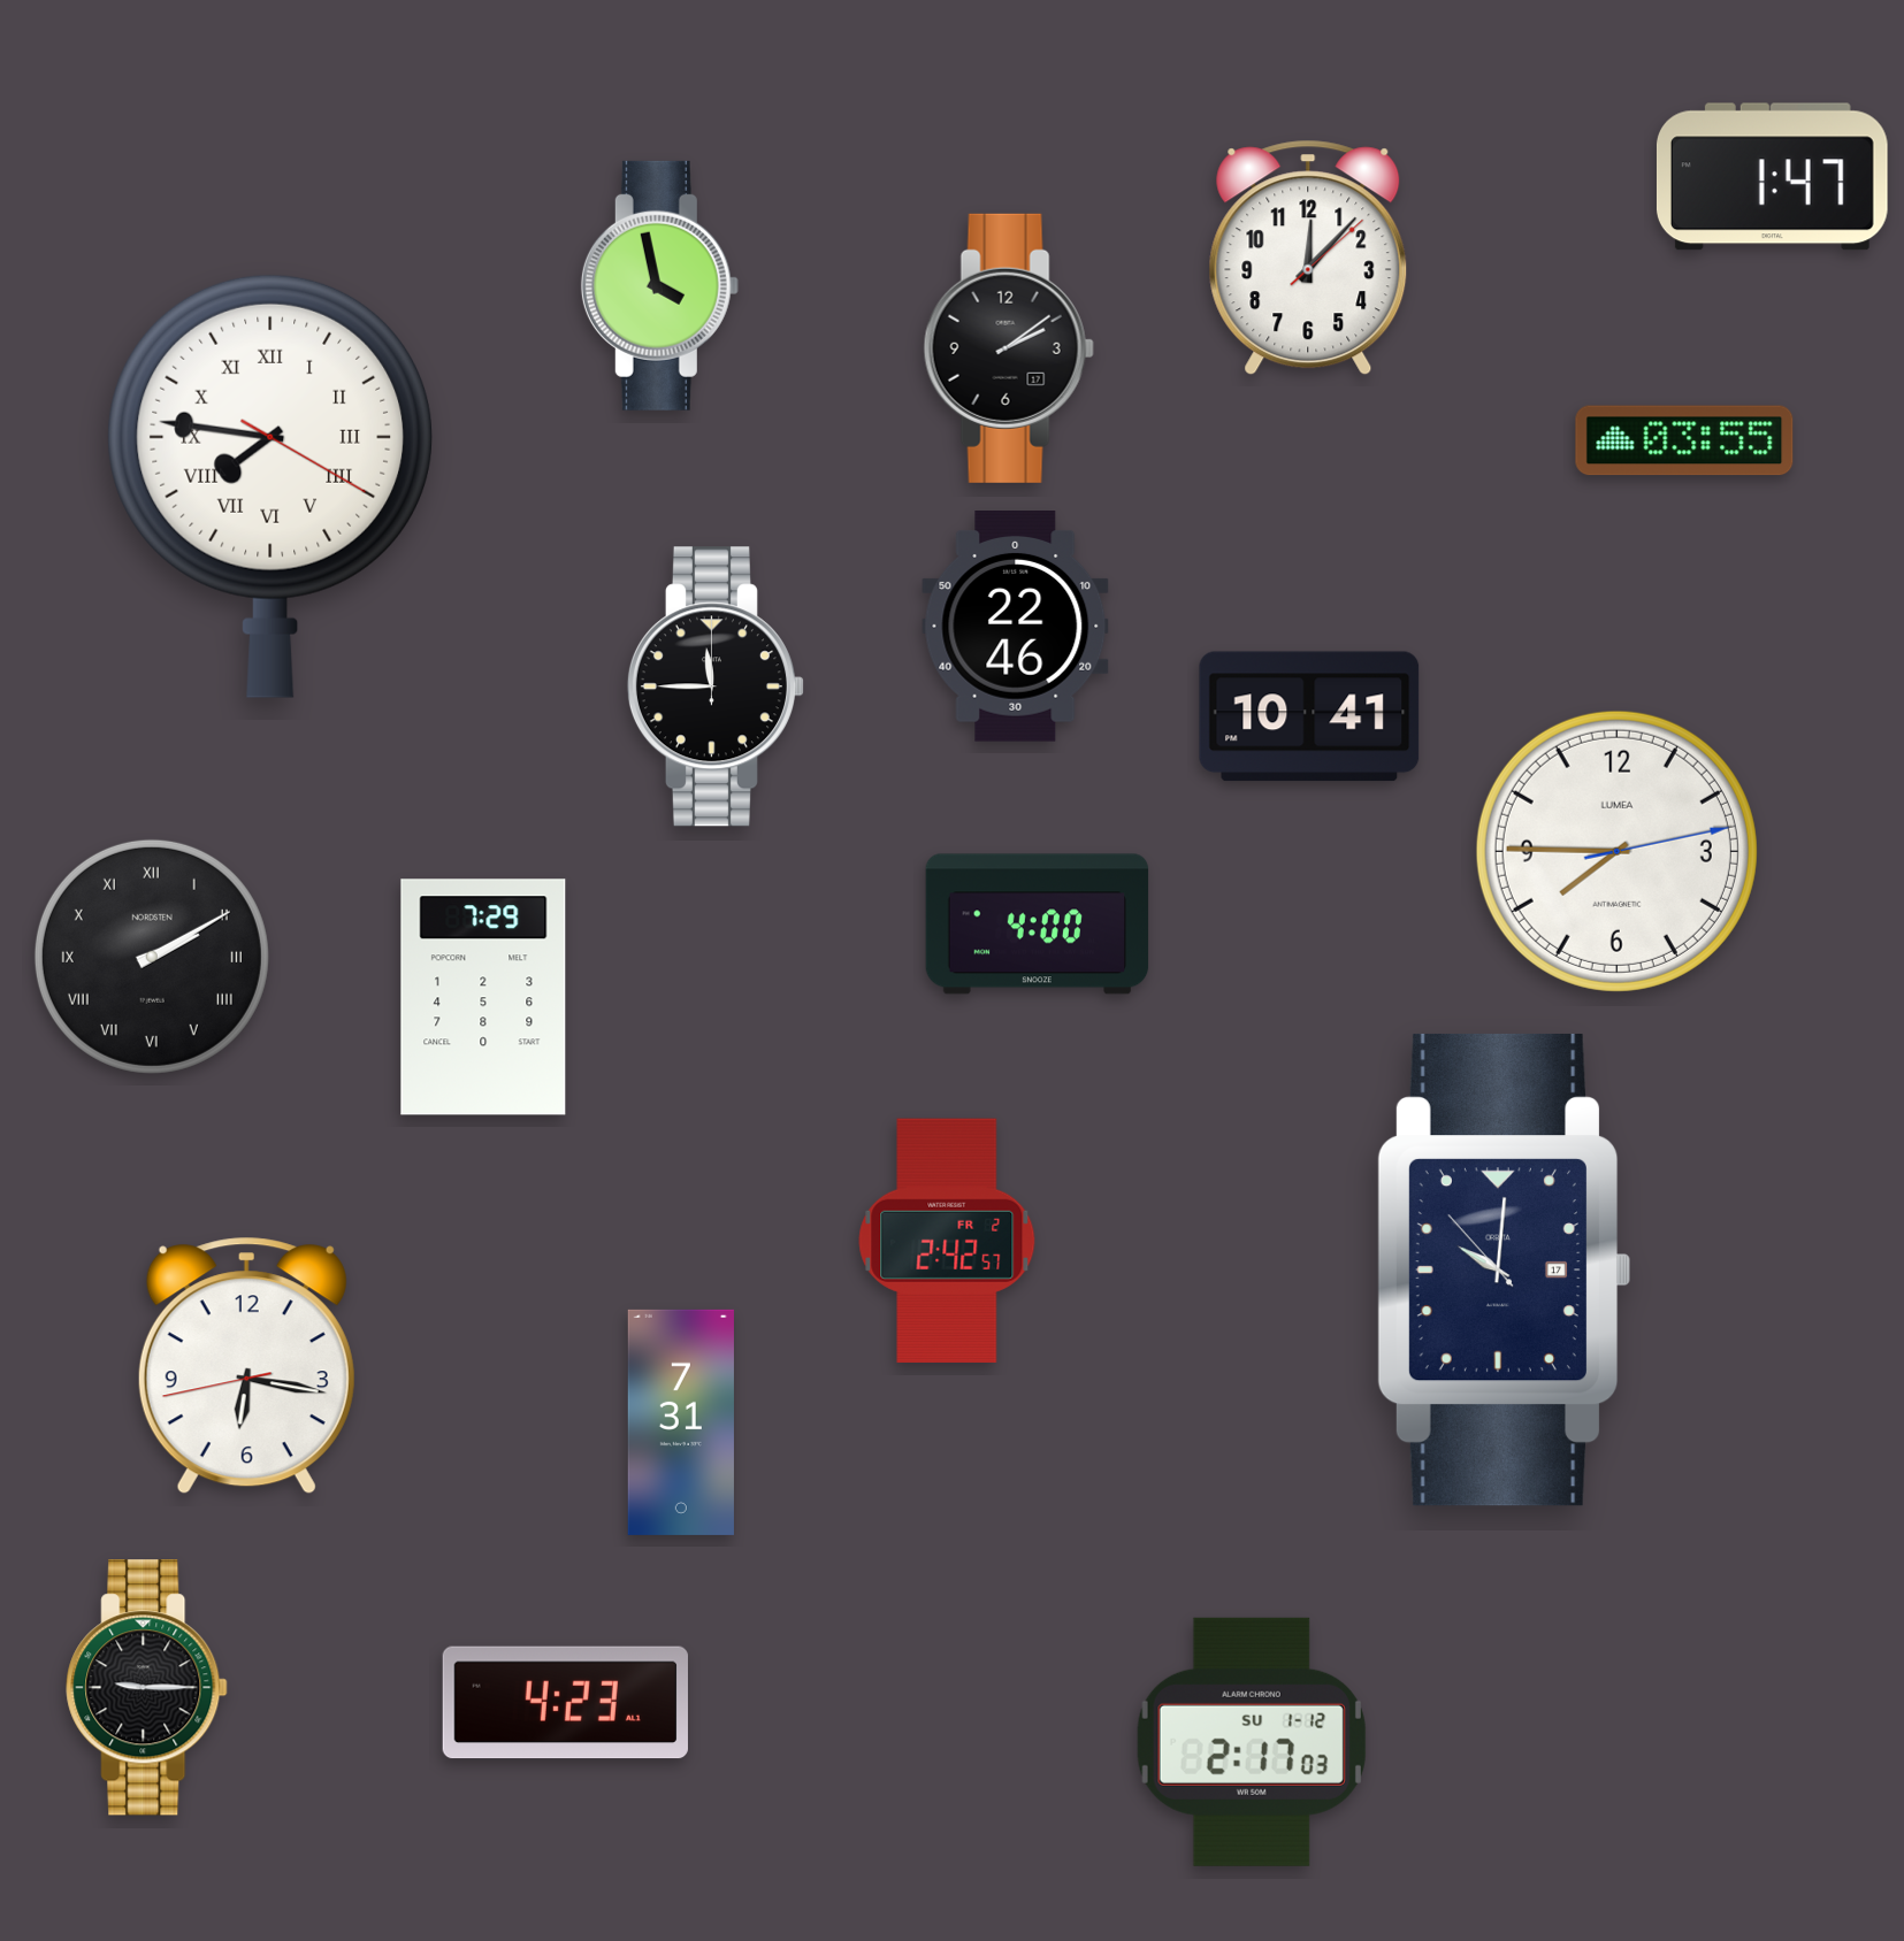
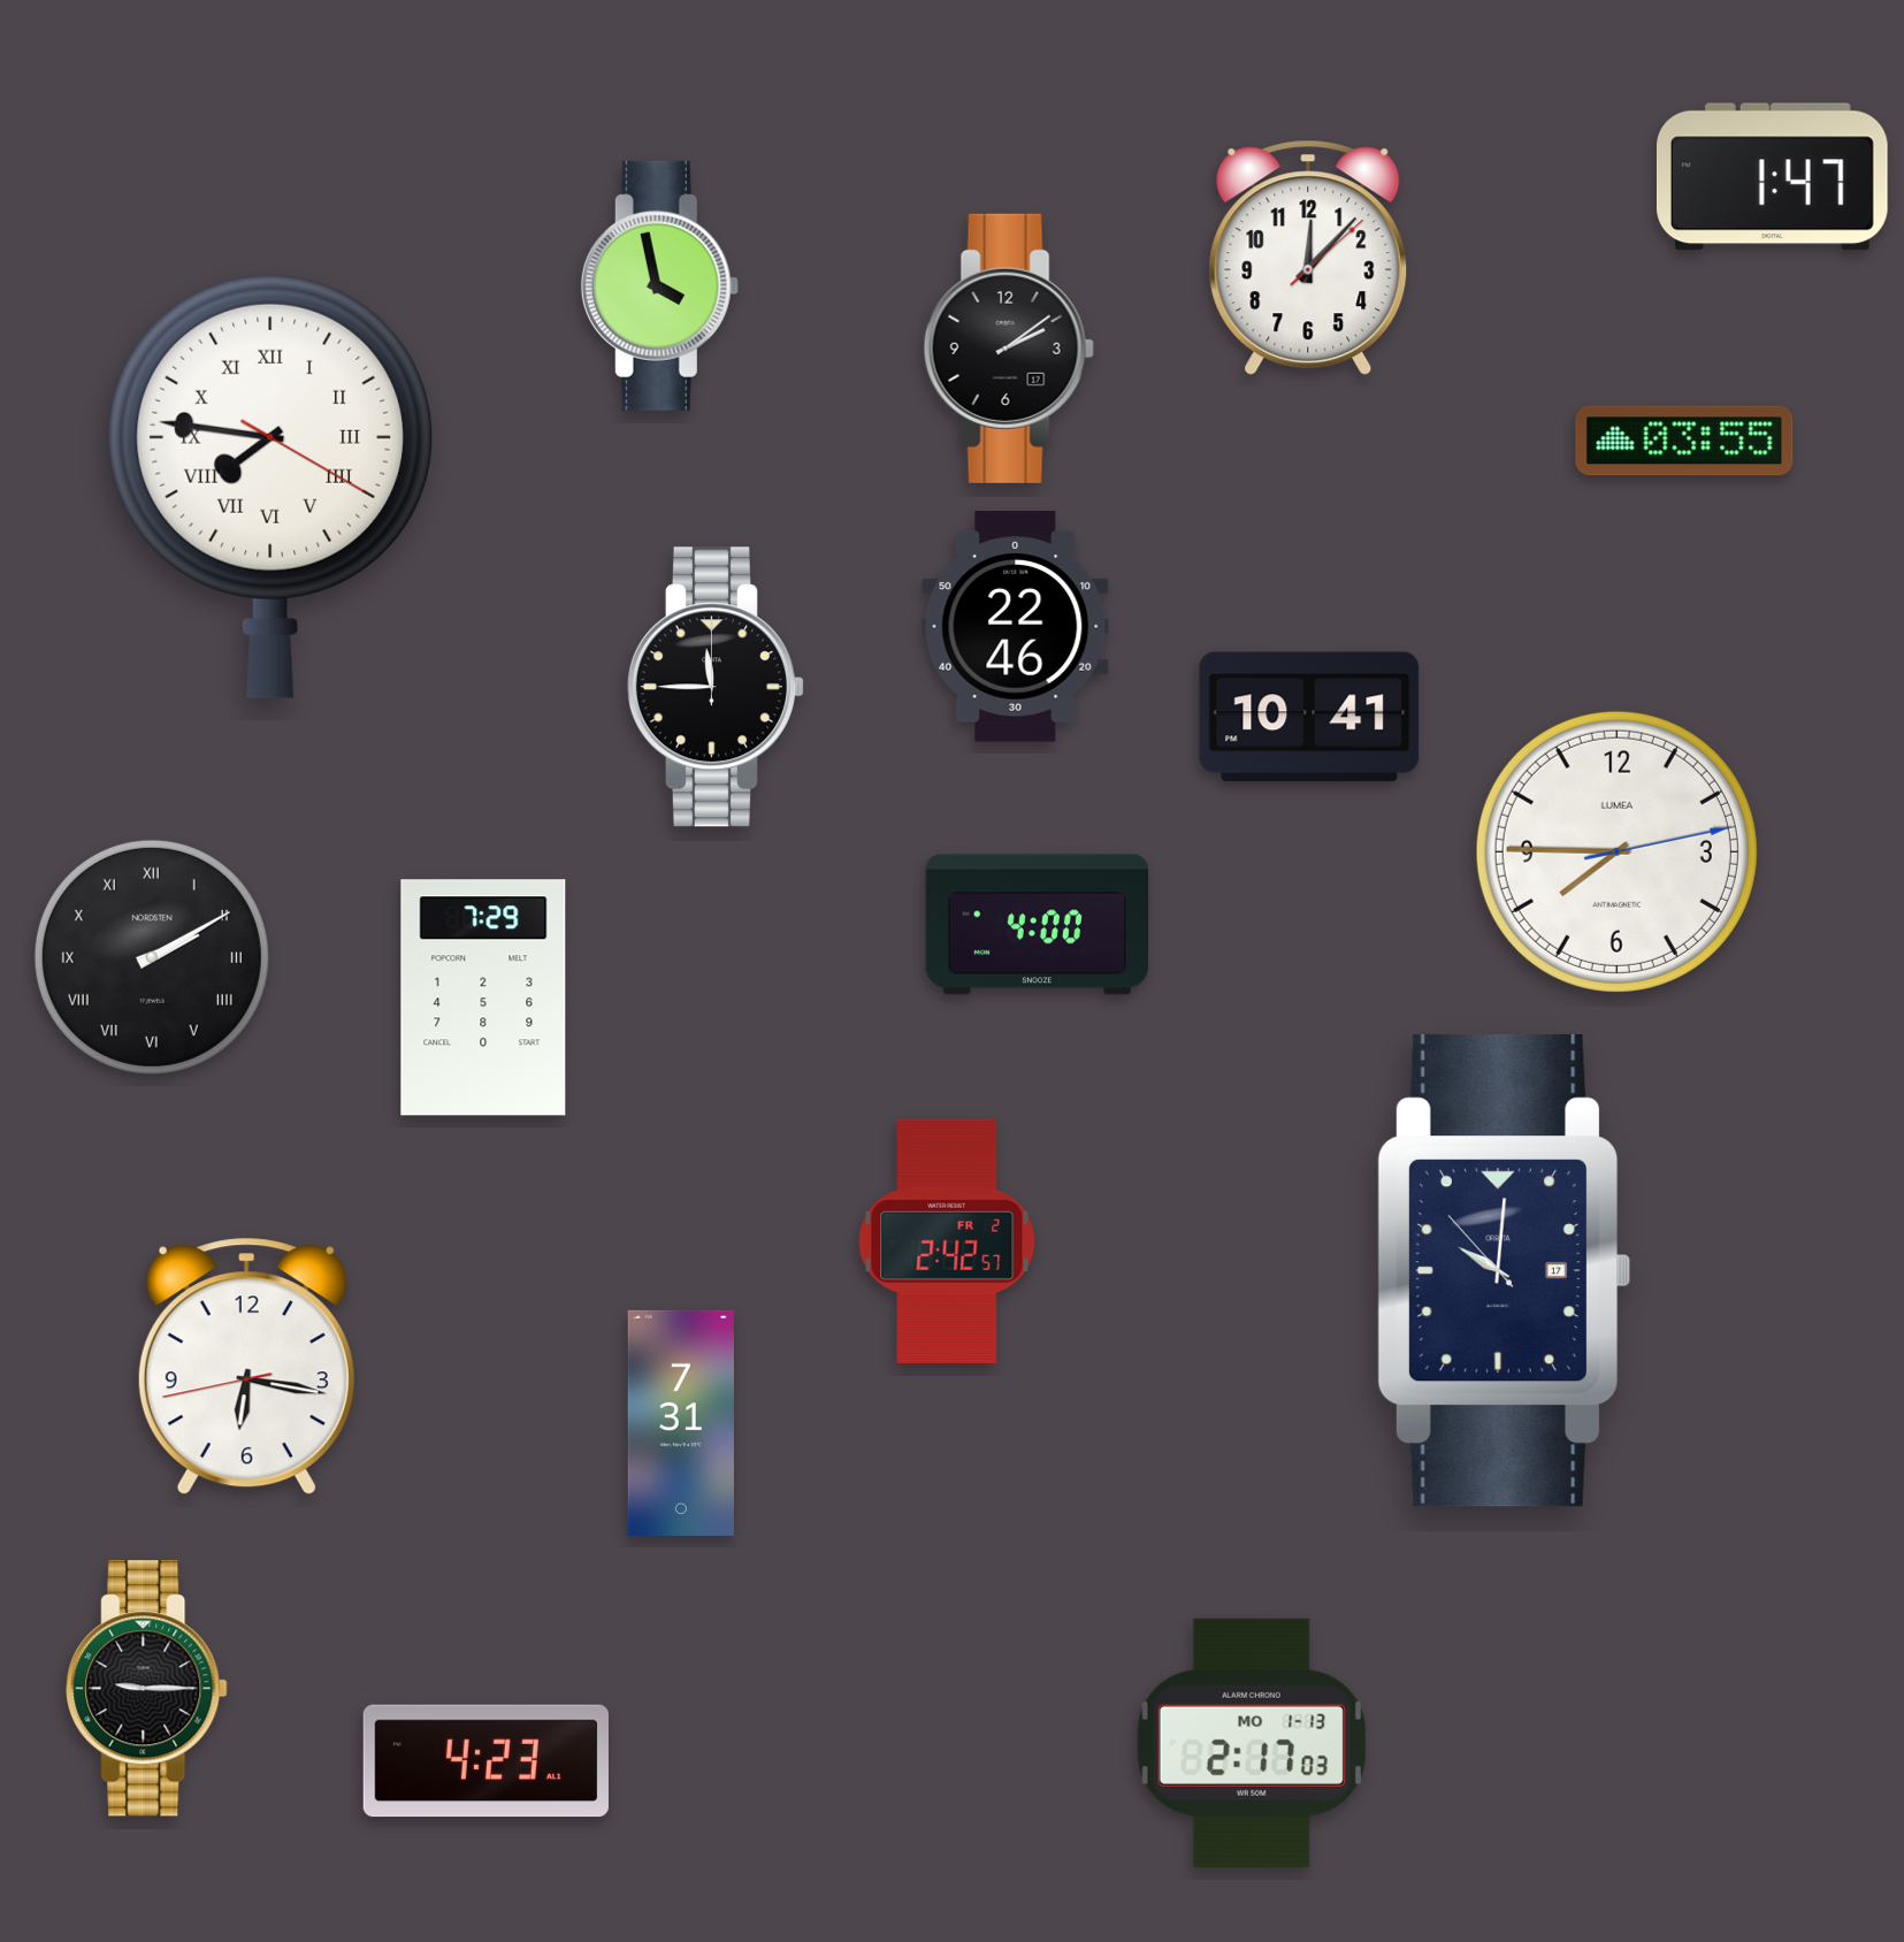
clock at (565, 1703) position: (565, 1703) -> (485, 1761)
clock at (1252, 1742) date: SU 1-12 -> MO 1-13
